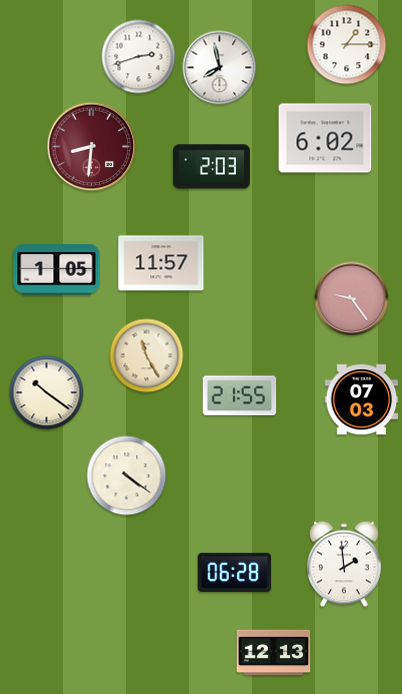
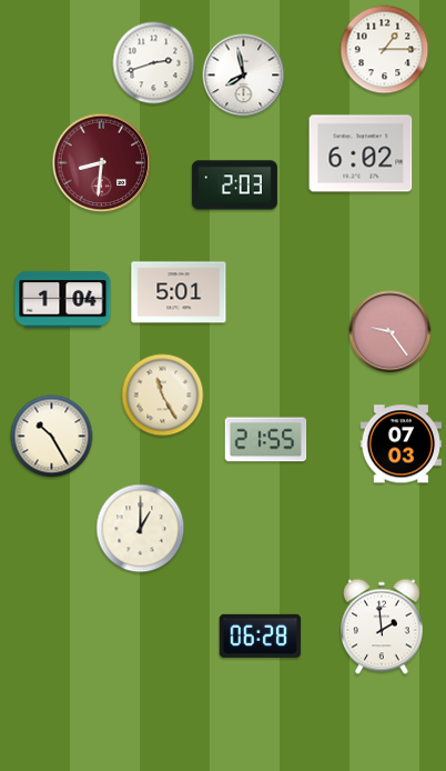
clock at (161, 263): 11:57 -> 5:01
clock at (57, 270): 1:05 -> 1:04
clock at (47, 393): 10:21 -> 10:25
clock at (127, 476): 4:21 -> 1:00
clock at (274, 653): 12:13 -> none
